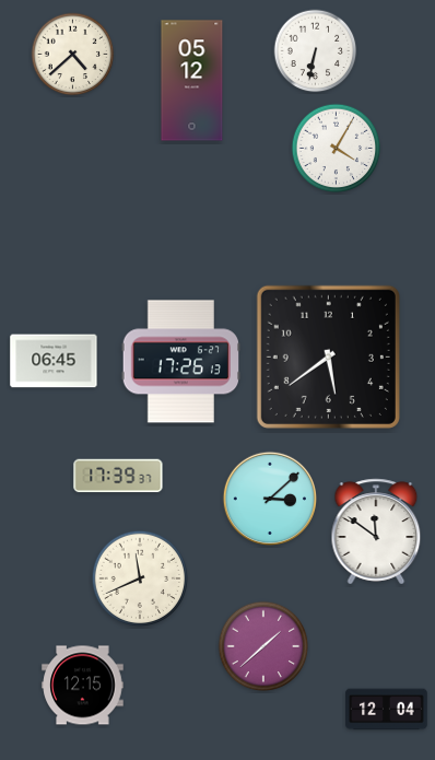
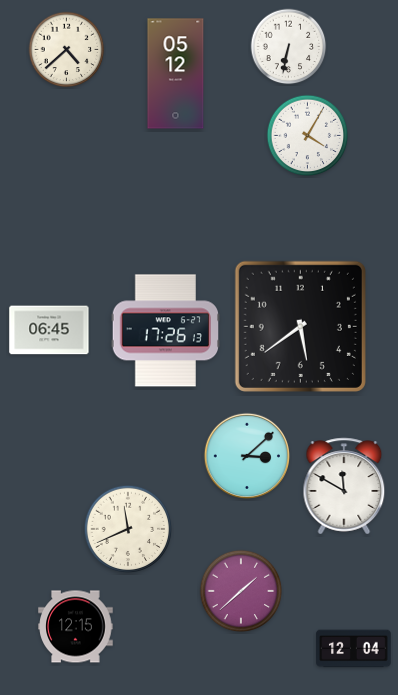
clock at (118, 476): 17:39 -> none
clock at (376, 531): 11:51 -> 11:50
